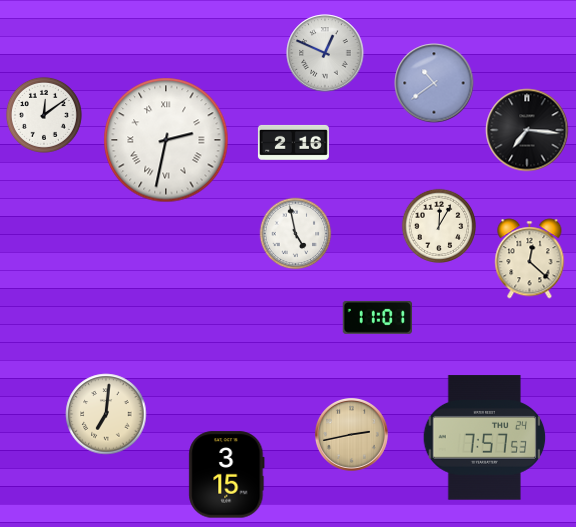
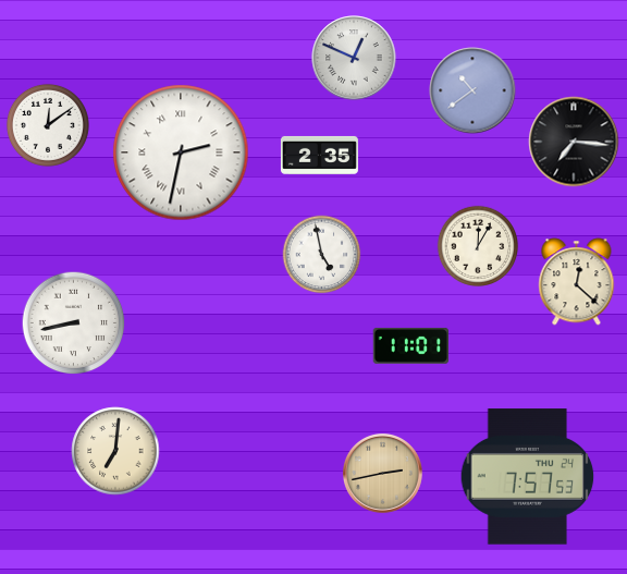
clock at (293, 142): 2:16 -> 2:35
clock at (74, 323): none -> 8:43
clock at (227, 475): 3:15 -> none
